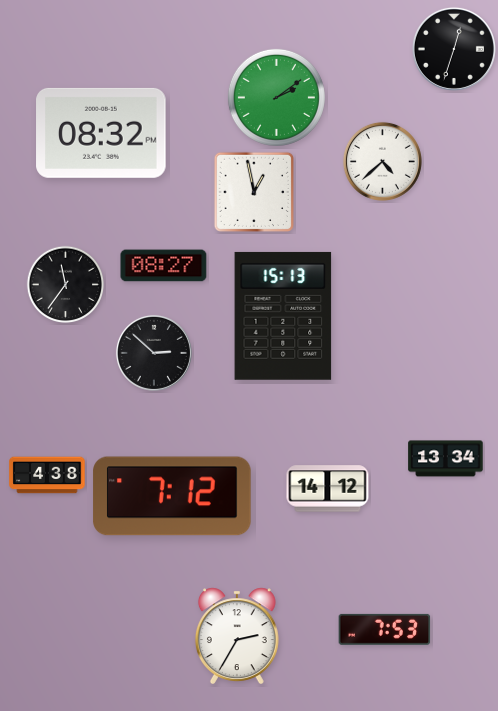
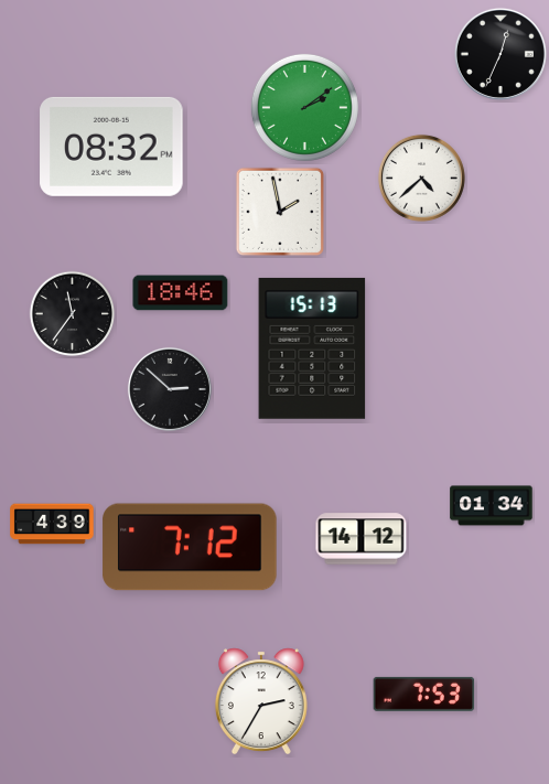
clock at (454, 49): 12:33 -> 12:34
clock at (253, 191): 12:58 -> 1:58
clock at (164, 266): 08:27 -> 18:46
clock at (446, 459): 13:34 -> 01:34
clock at (47, 475): 4:38 -> 4:39
